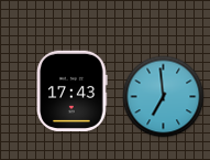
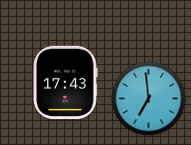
clock at (164, 97) position: (164, 97) -> (149, 99)
